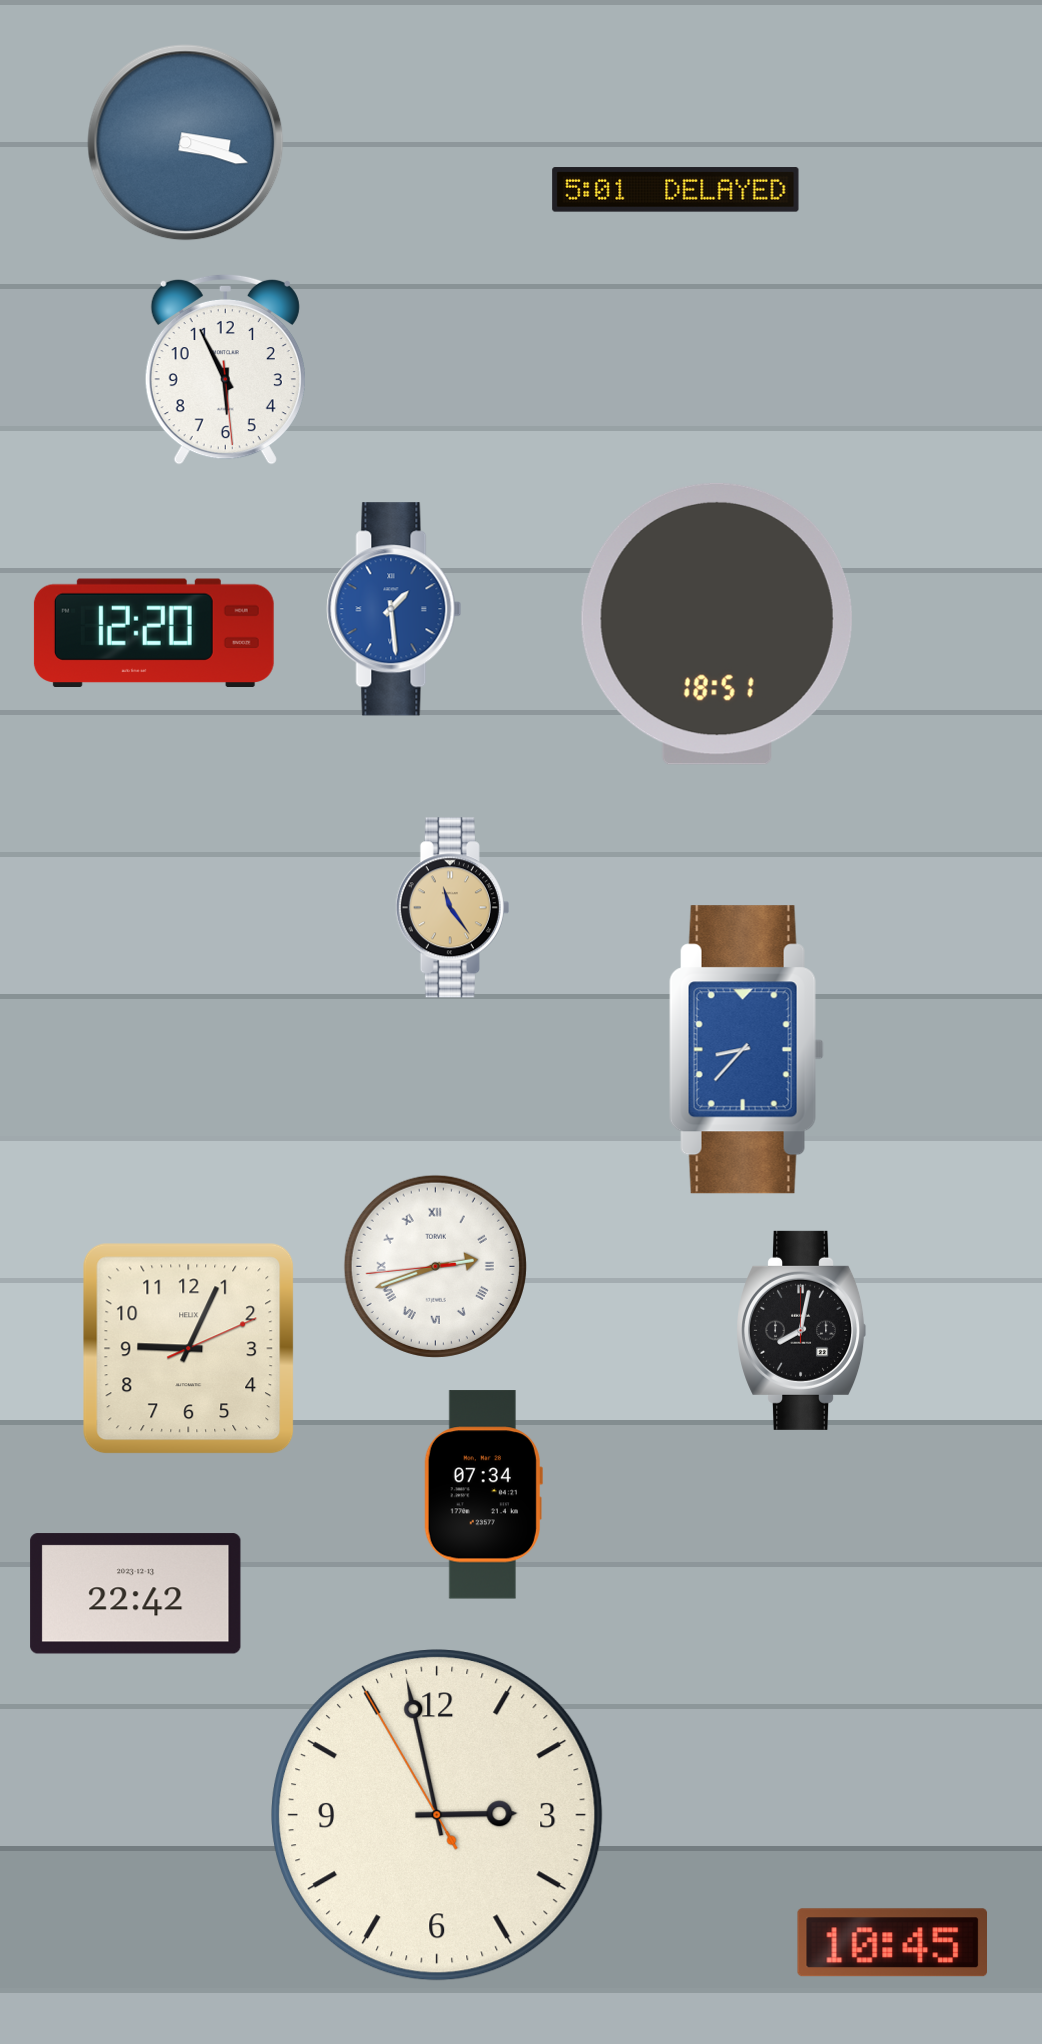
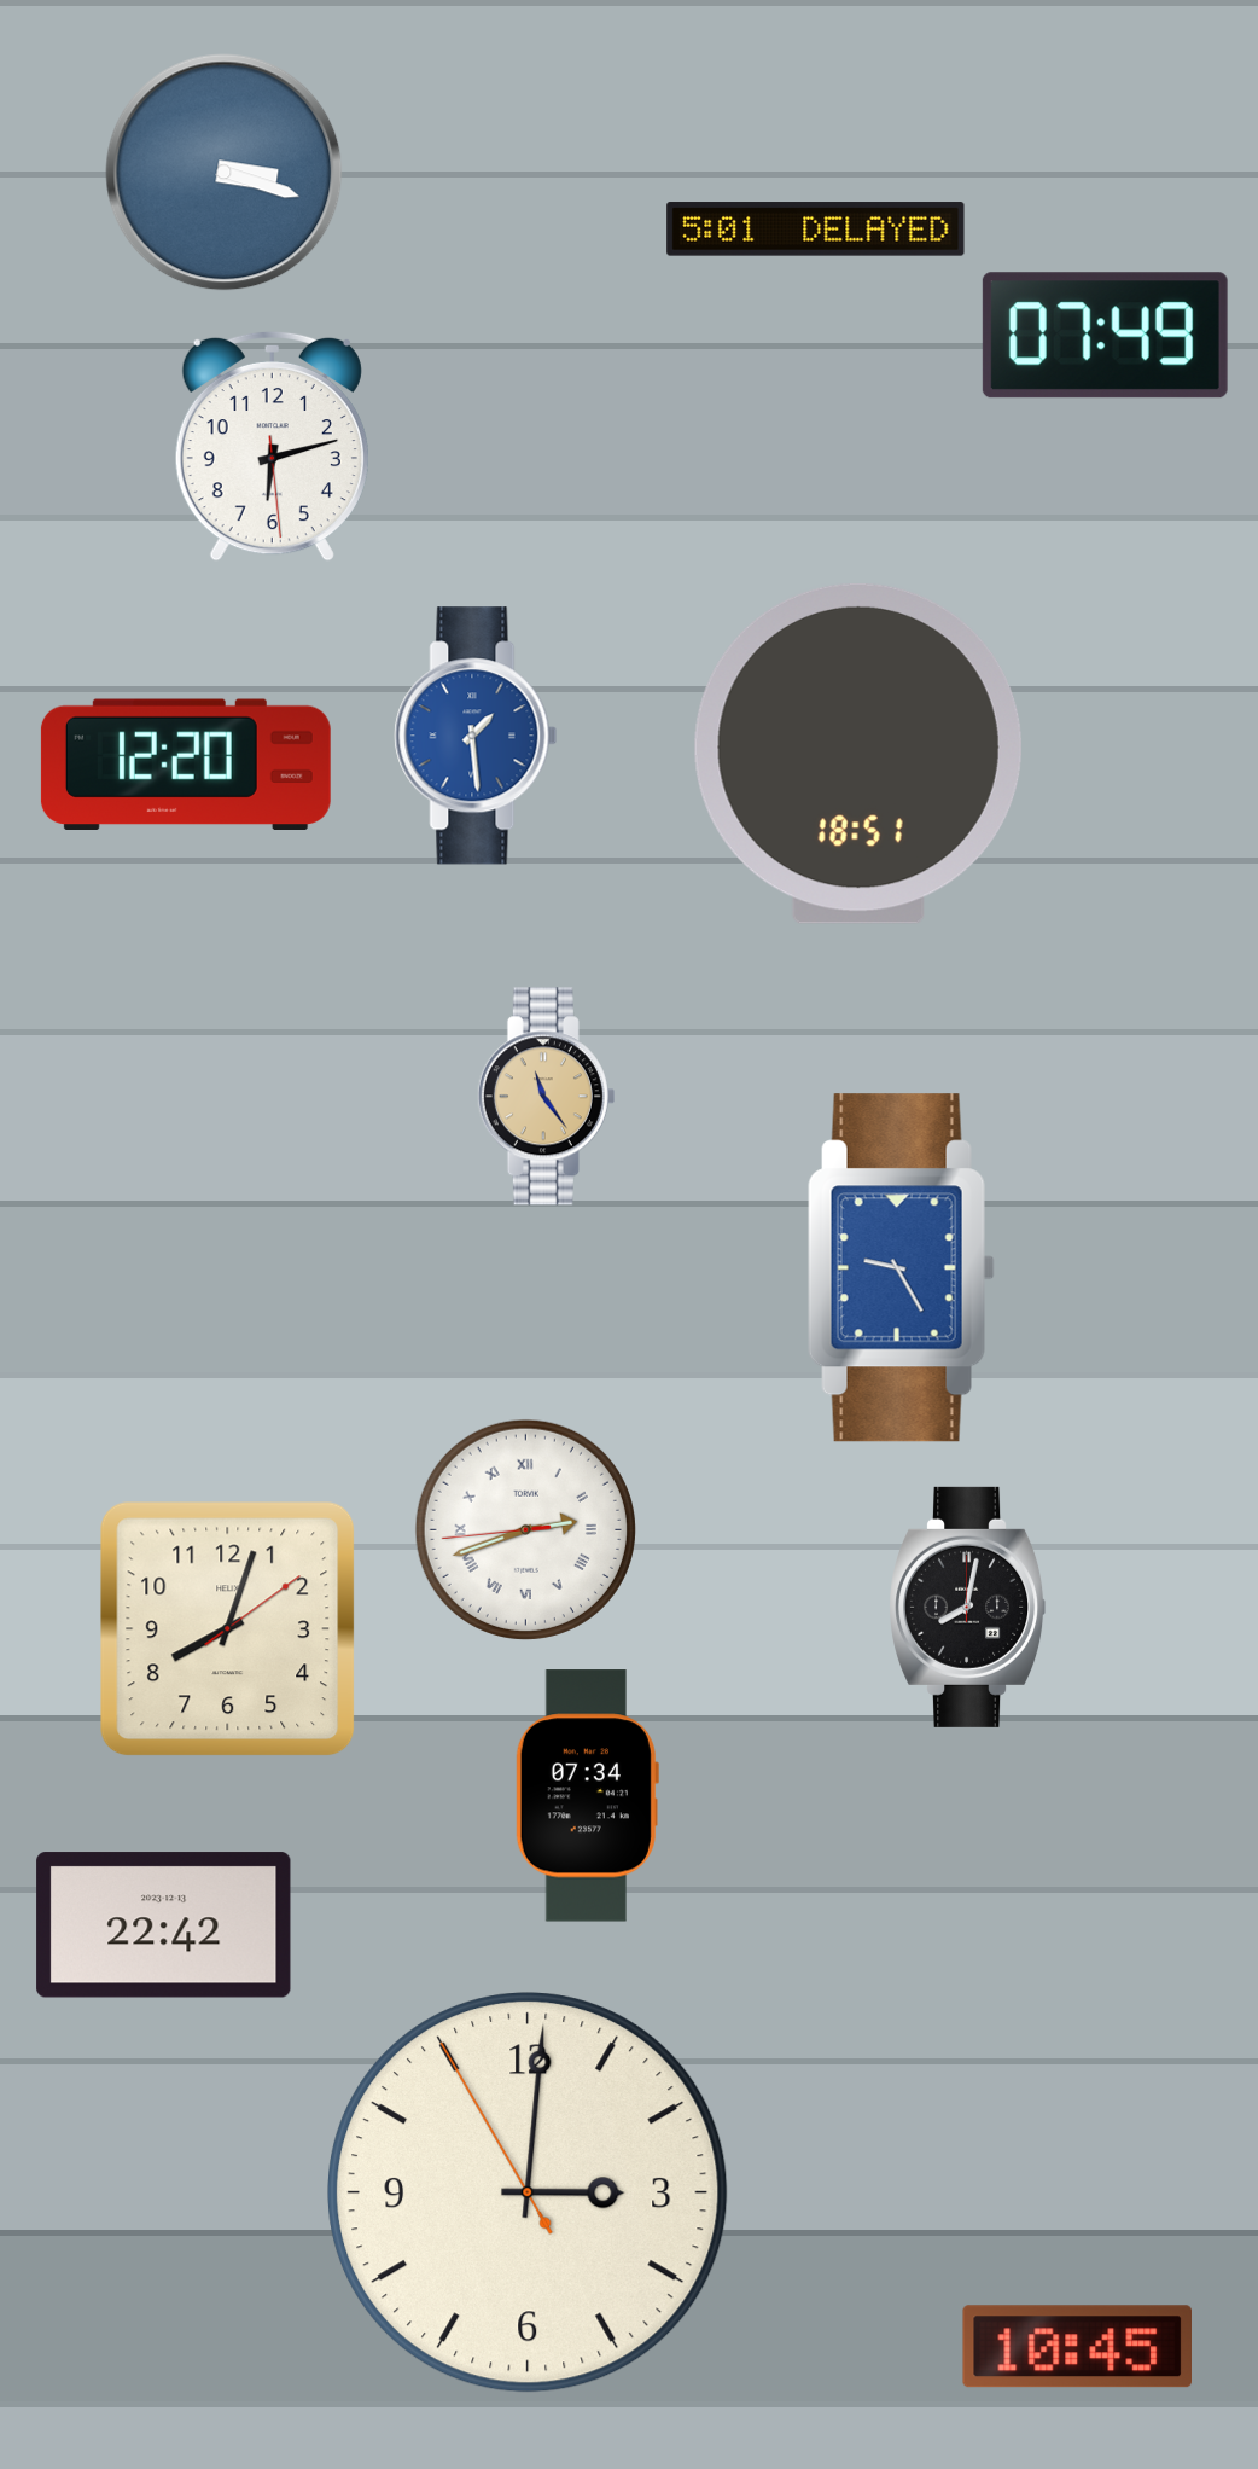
clock at (1105, 336): none -> 07:49
clock at (225, 369): 5:55 -> 6:12
clock at (717, 624) position: (717, 624) -> (858, 754)
clock at (746, 1050): 8:37 -> 9:25
clock at (189, 1349): 9:04 -> 8:03
clock at (483, 1495) position: (483, 1495) -> (587, 1796)
clock at (437, 1815): 2:57 -> 3:00
